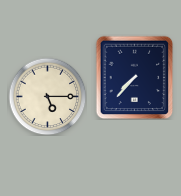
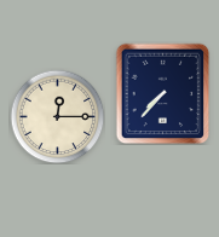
clock at (47, 96): 5:15 -> 12:15
